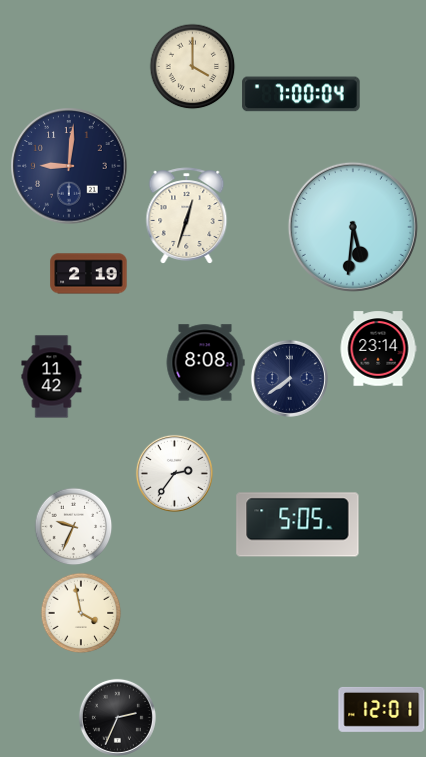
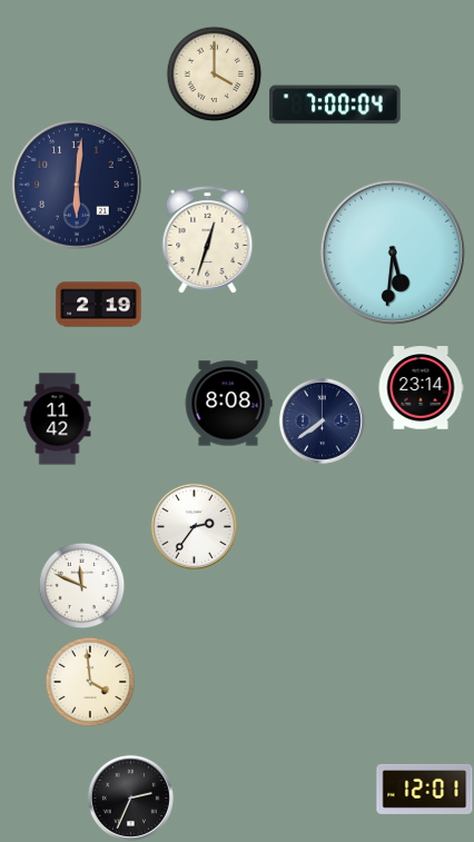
clock at (69, 166): 9:01 -> 6:01
clock at (298, 525): 5:05 -> none
clock at (73, 526): 9:34 -> 11:49
clock at (81, 613): 3:58 -> 3:59
